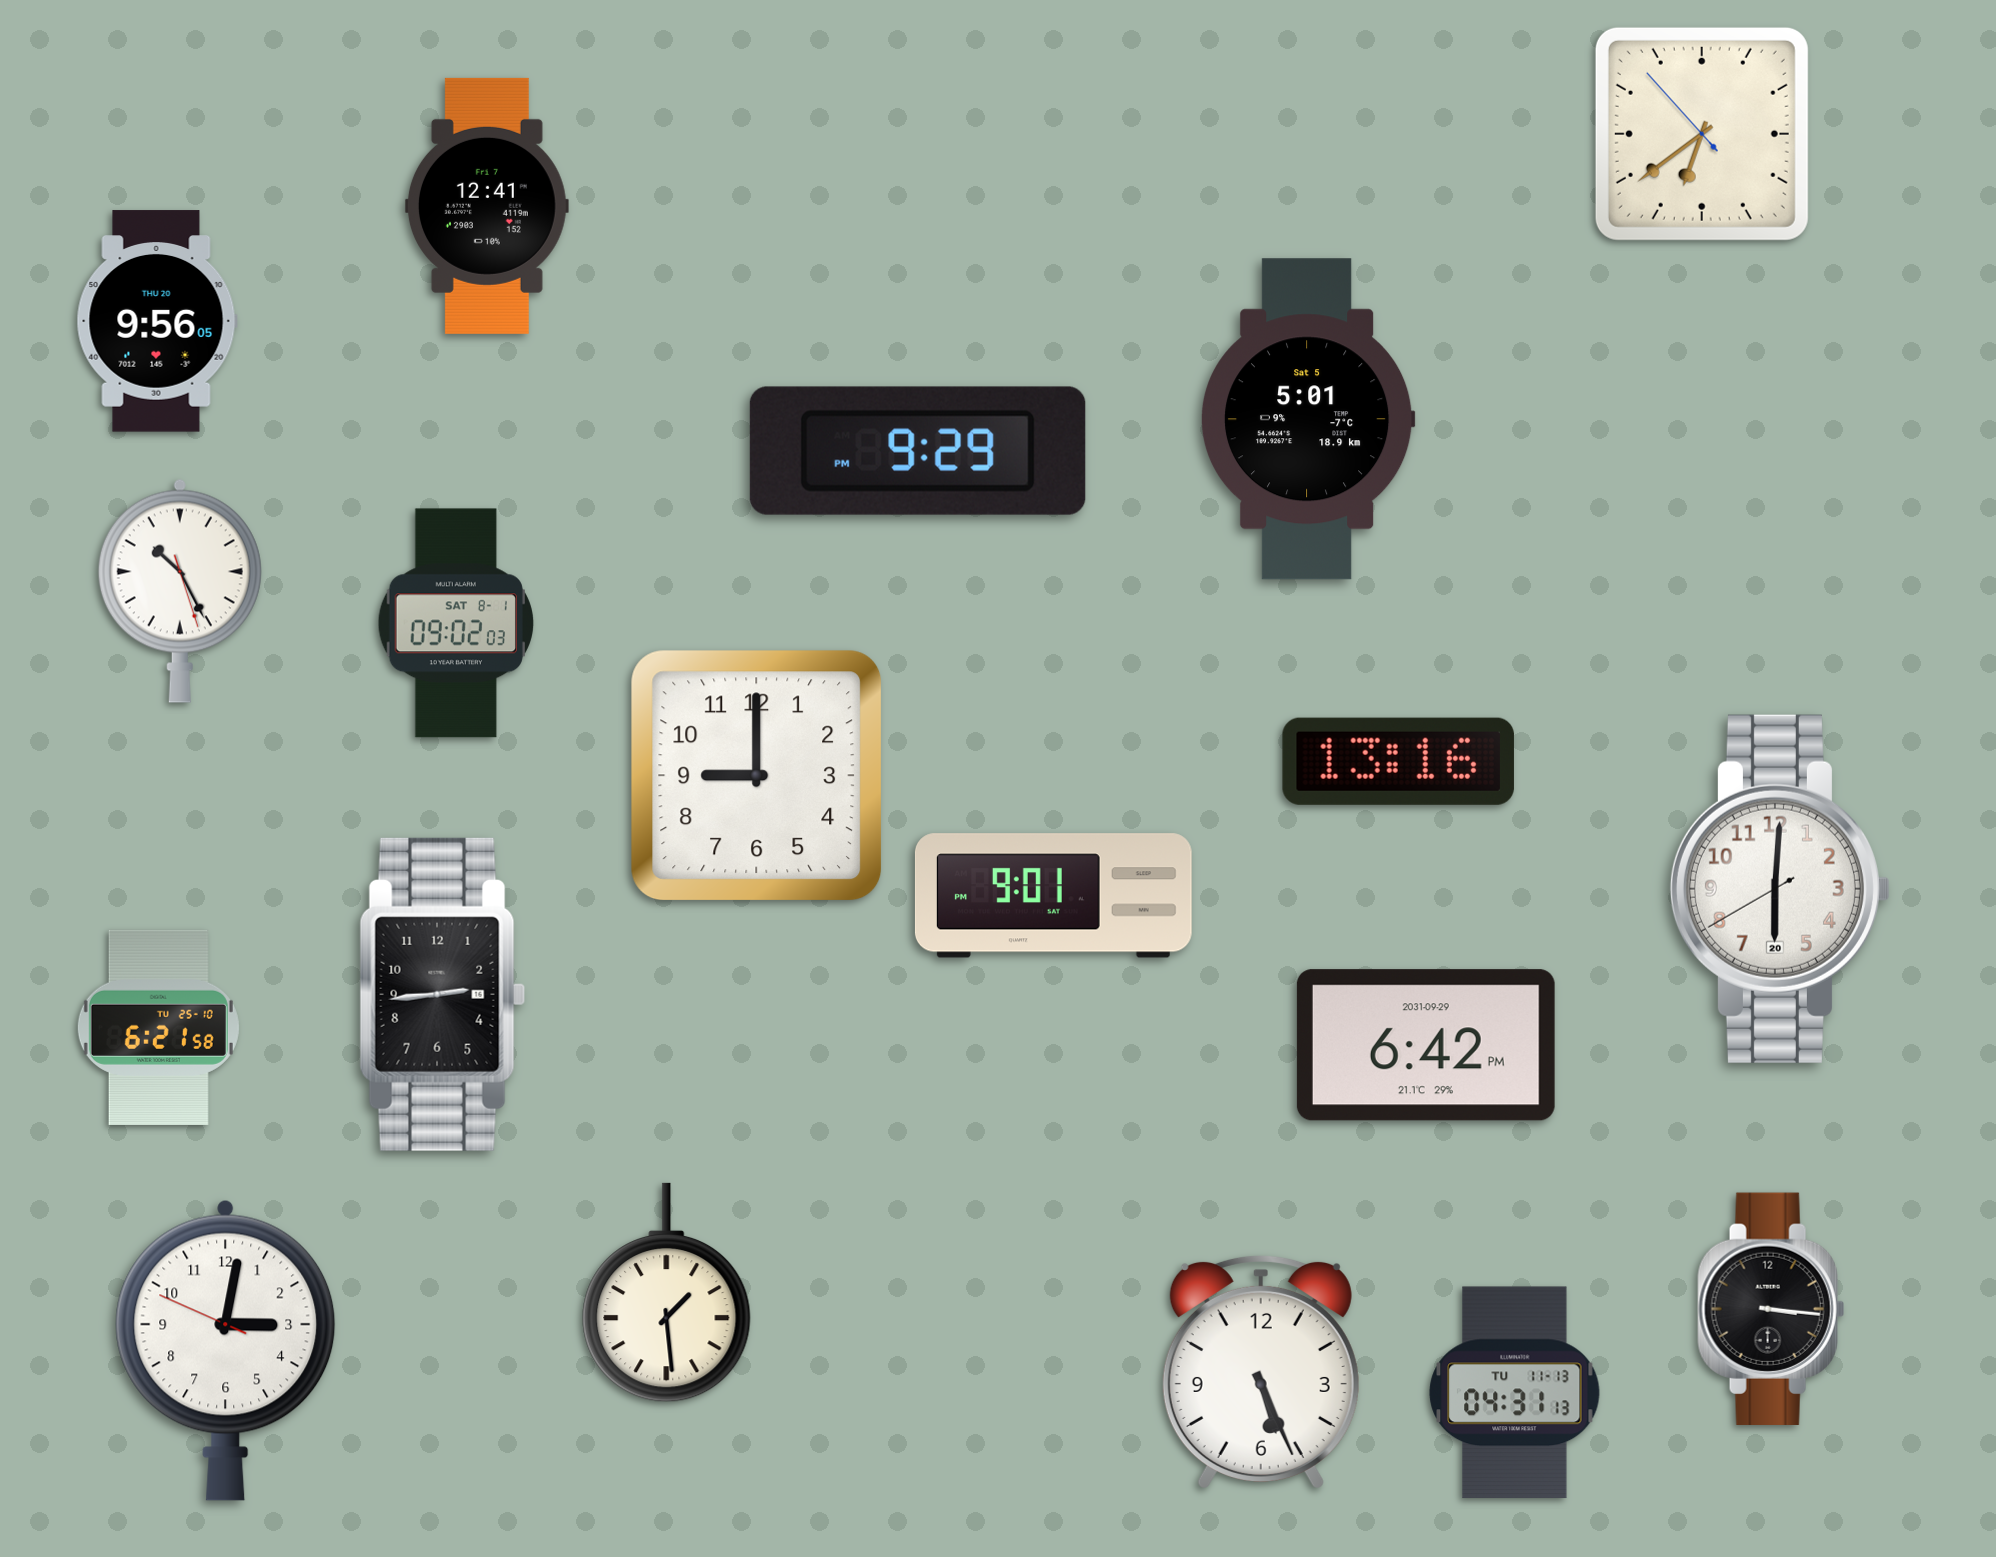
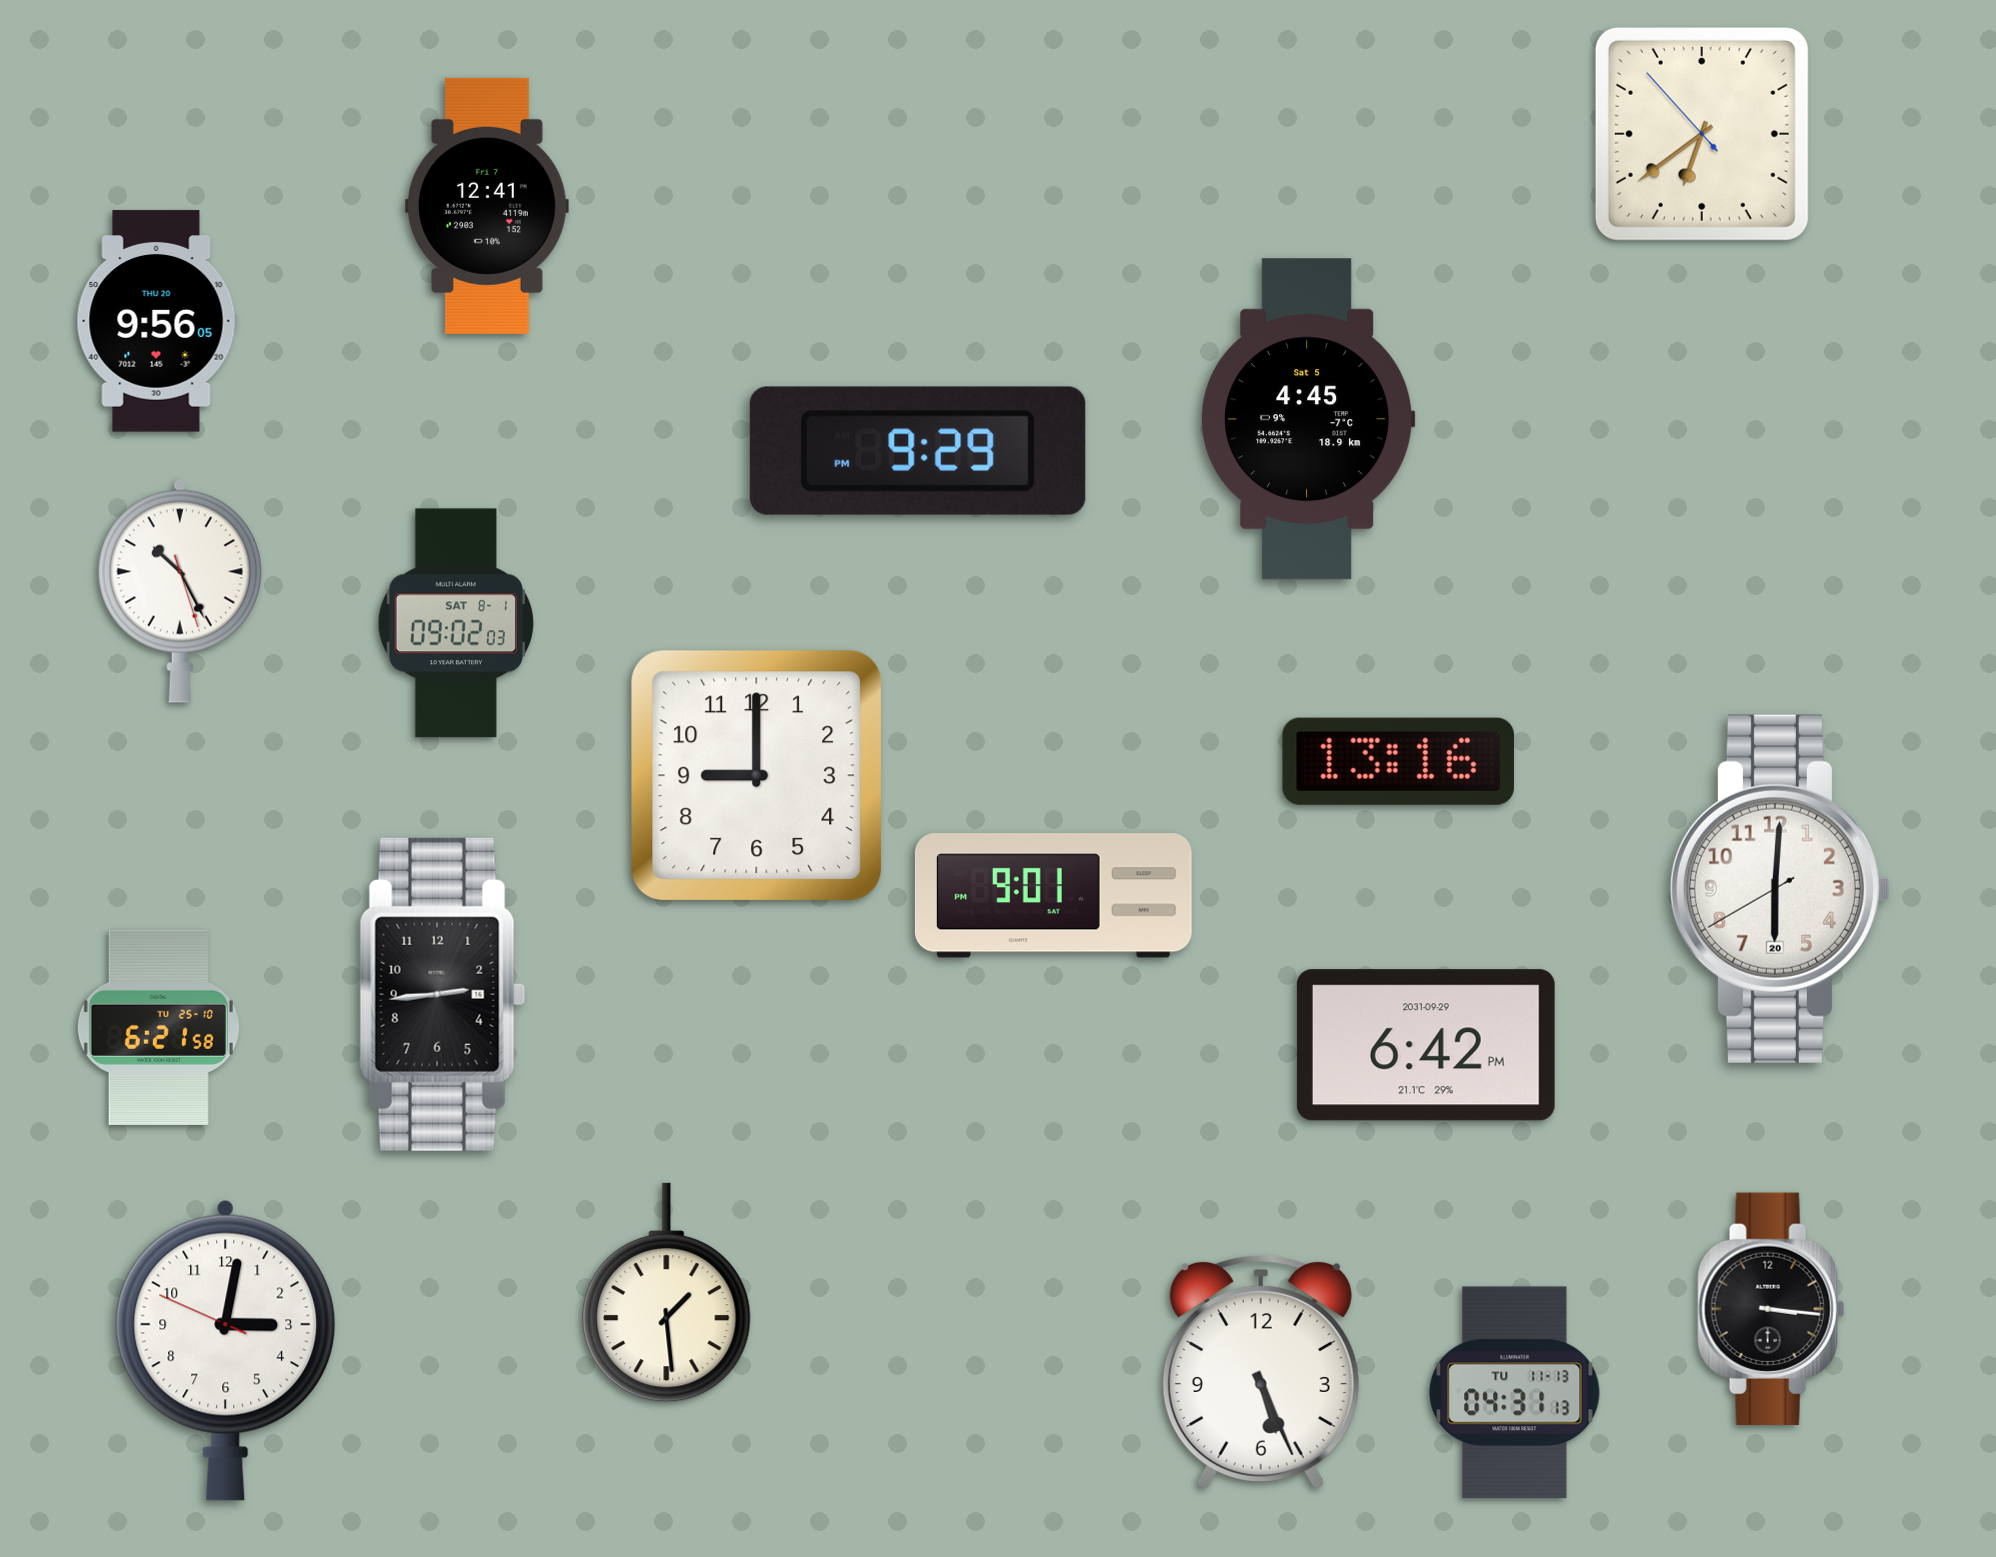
clock at (1308, 419): 5:01 -> 4:45
